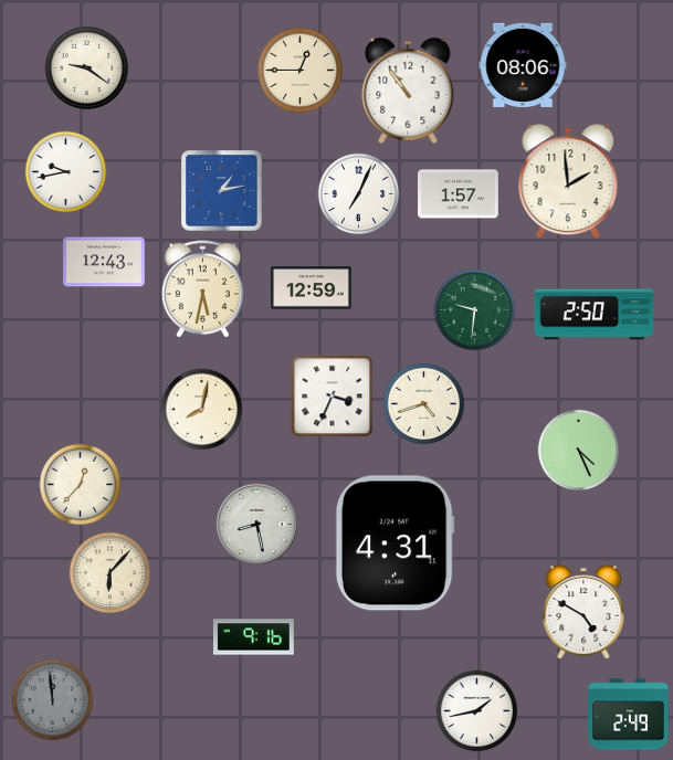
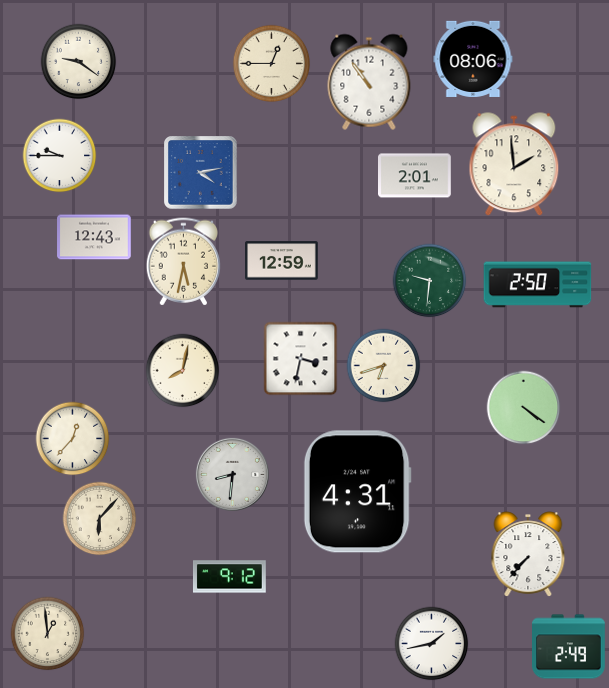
clock at (66, 172): 9:43 -> 9:45
clock at (222, 191): 1:13 -> 4:13
clock at (359, 194): 7:04 -> none
clock at (459, 194): 1:57 -> 2:01
clock at (333, 397): 3:34 -> 3:32
clock at (424, 404): 4:42 -> 6:42
clock at (579, 451): 4:26 -> 4:21
clock at (256, 524): 8:28 -> 8:31
clock at (583, 612): 4:50 -> 7:37
clock at (254, 637): 9:16 -> 9:12
clock at (53, 700): 11:59 -> 12:59
clock at (53, 700) dial: grey -> cream
